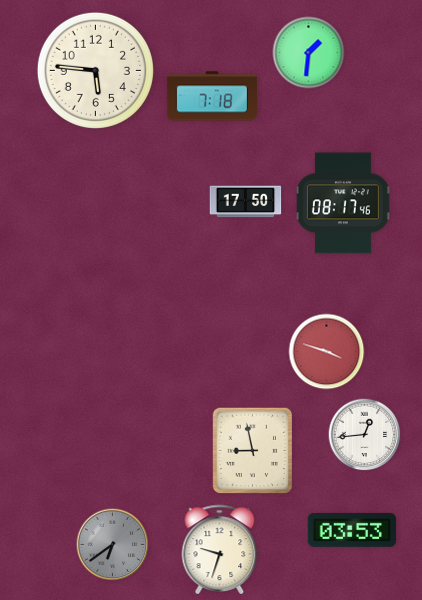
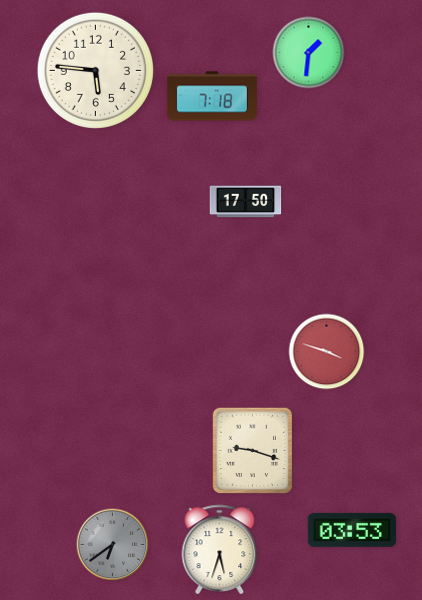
clock at (343, 203): 08:17 -> none
clock at (365, 435): 12:44 -> none
clock at (253, 451): 8:58 -> 9:18
clock at (220, 549): 9:33 -> 5:33
